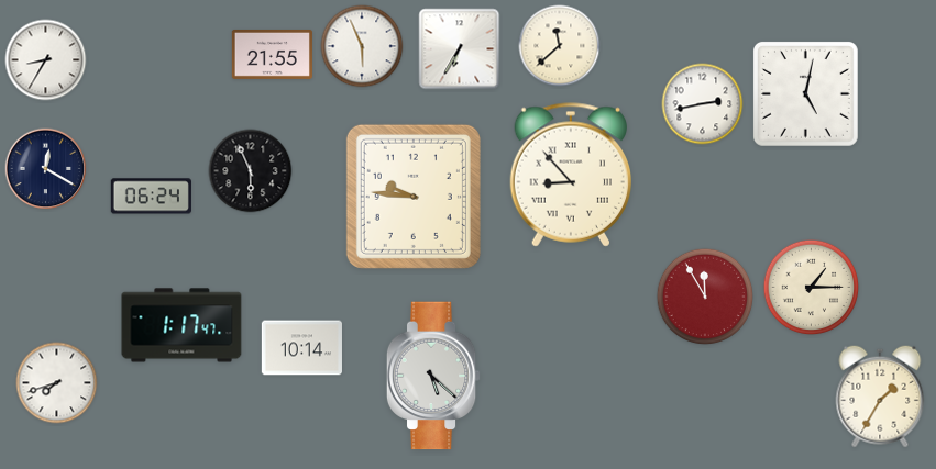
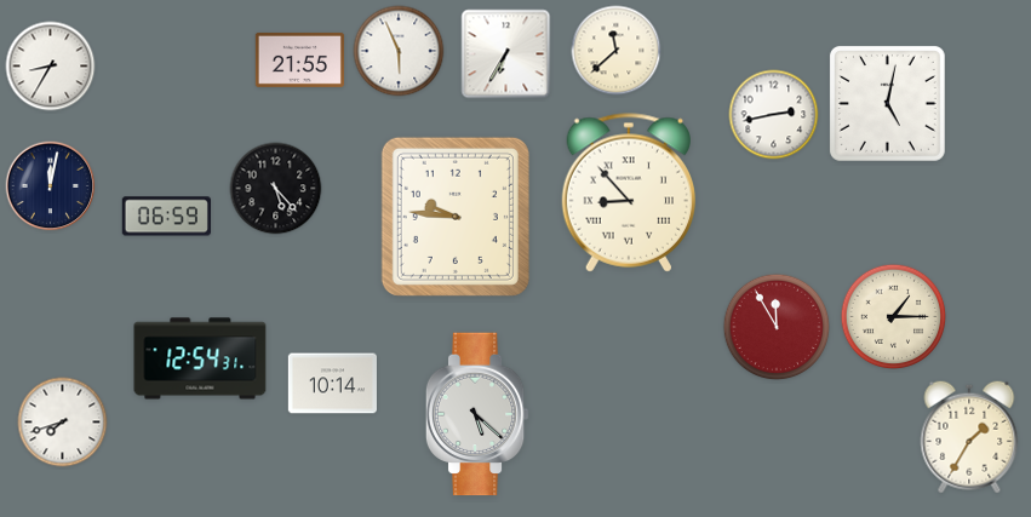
clock at (46, 169): 12:20 -> 12:02
clock at (251, 171): 5:56 -> 5:23
clock at (151, 197): 06:24 -> 06:59
clock at (181, 325): 1:17 -> 12:54
